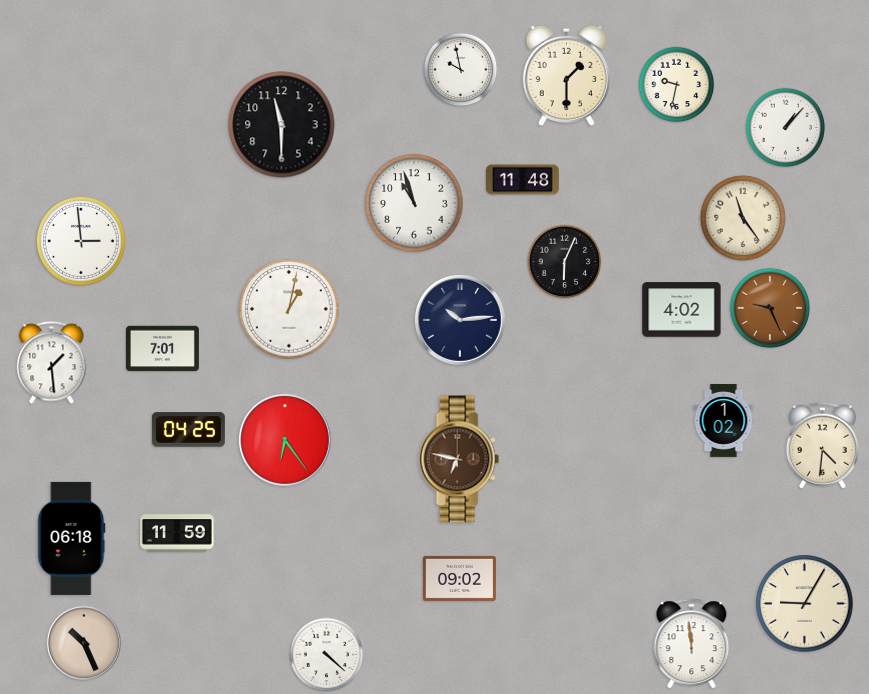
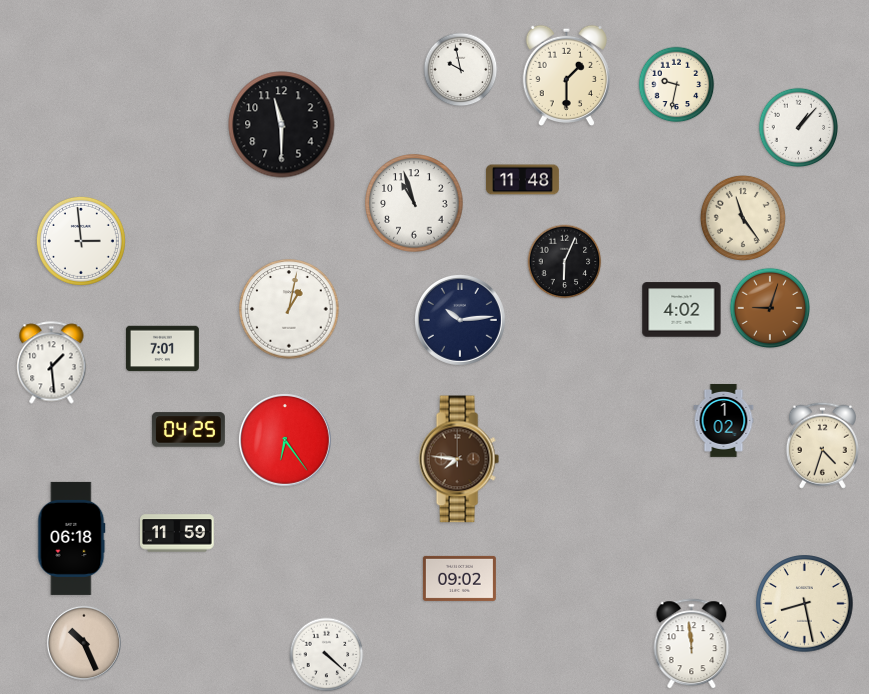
clock at (786, 128) position: (786, 128) -> (799, 128)
clock at (770, 308): 9:26 -> 9:03
clock at (822, 445): 4:31 -> 4:33
clock at (459, 459): 6:47 -> 7:46
clock at (805, 604): 9:05 -> 8:28
